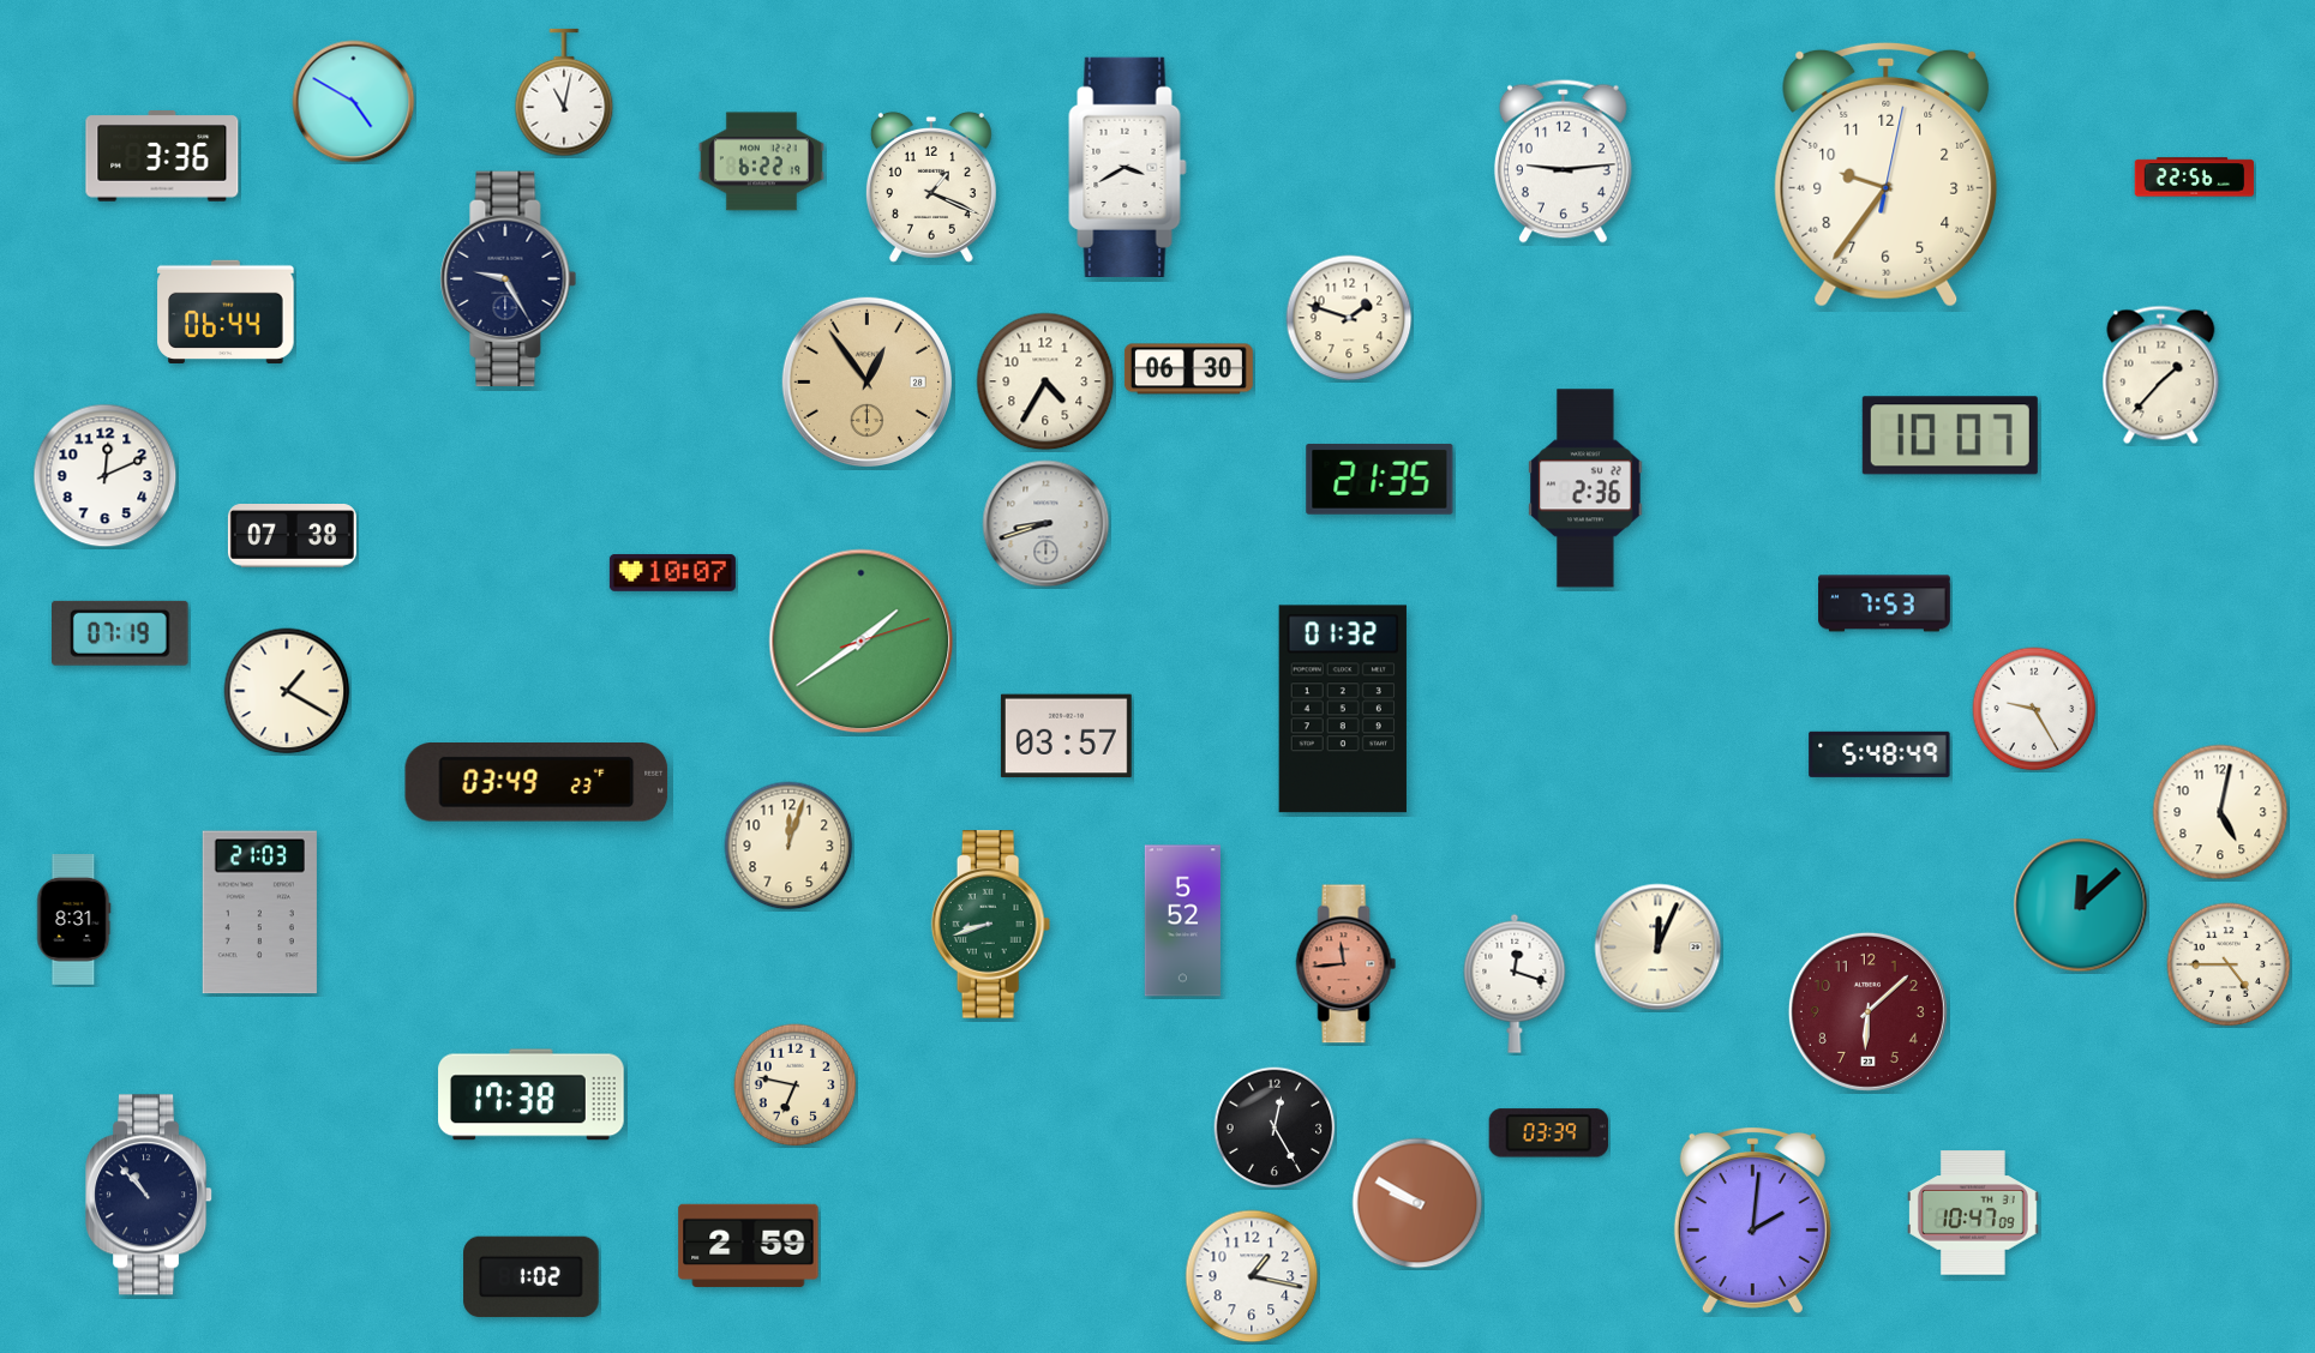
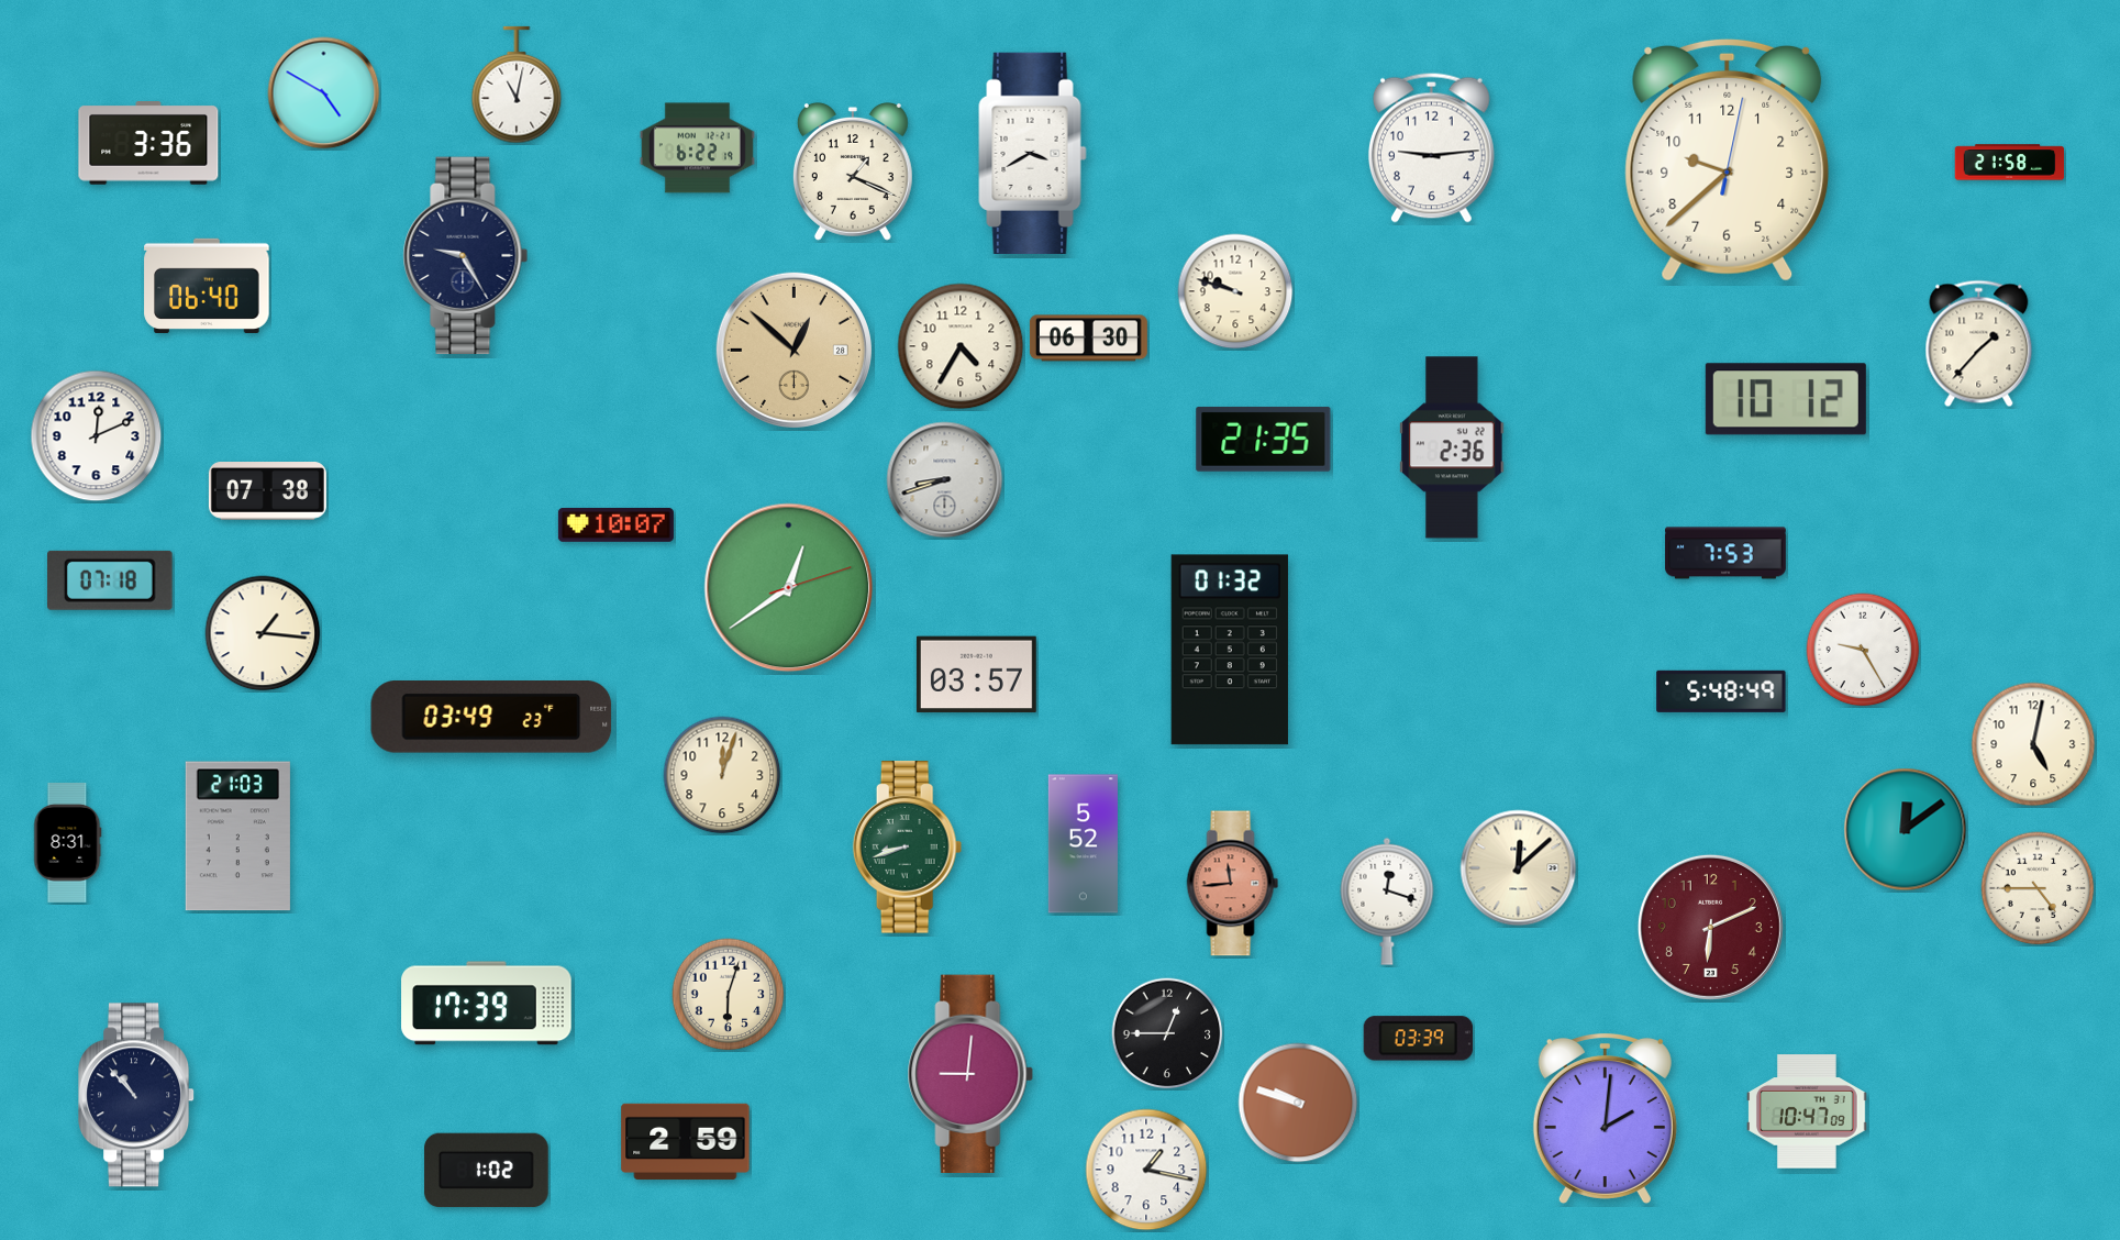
clock at (1887, 174): 9:36 -> 9:38
clock at (2195, 178): 22:56 -> 21:58
clock at (226, 312): 06:44 -> 06:40
clock at (1349, 318): 1:48 -> 9:48
clock at (866, 381): 12:54 -> 12:52
clock at (1045, 381) position: (1045, 381) -> (961, 346)
clock at (1950, 435): 10:07 -> 10:12
clock at (1046, 524) position: (1046, 524) -> (945, 480)
clock at (121, 633): 07:19 -> 07:18
clock at (862, 642): 1:39 -> 12:39
clock at (287, 691): 1:20 -> 1:16
clock at (2081, 906): 12:08 -> 12:09
clock at (1659, 948): 12:04 -> 12:08
clock at (2229, 964) position: (2229, 964) -> (2038, 888)
clock at (1867, 1011): 6:08 -> 6:11
clock at (796, 1086): 6:47 -> 6:03
clock at (532, 1095): 17:38 -> 17:39
clock at (1275, 1127): 12:25 -> 12:45
clock at (970, 1074): none -> 9:01
clock at (1417, 1203): 9:50 -> 9:48
